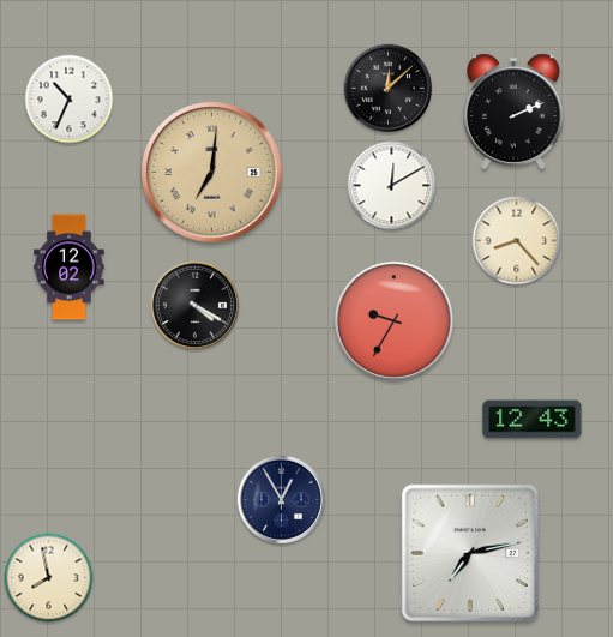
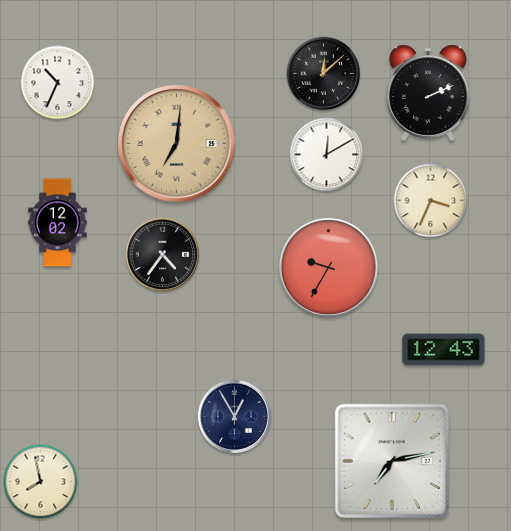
clock at (517, 241): 8:23 -> 3:34
clock at (196, 306): 4:20 -> 4:36
